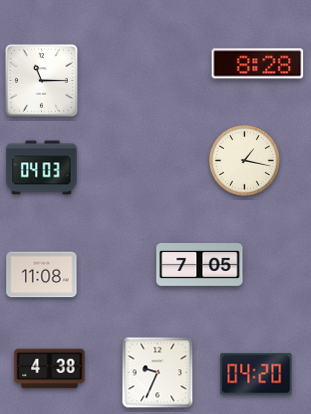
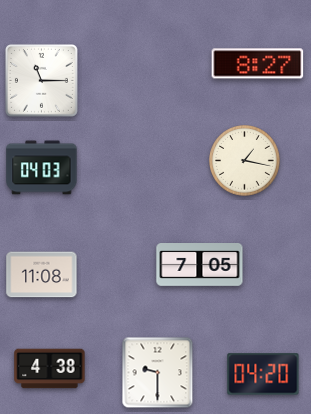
clock at (258, 64): 8:28 -> 8:27
clock at (158, 373): 9:34 -> 9:30
clock at (256, 374) position: (256, 374) -> (263, 374)
